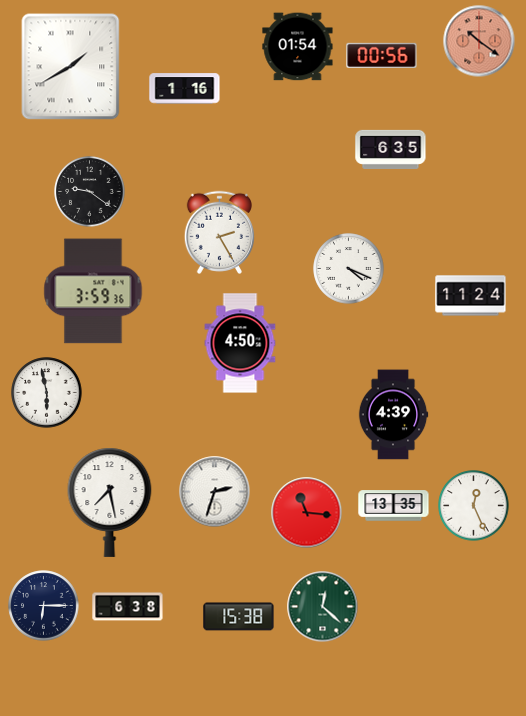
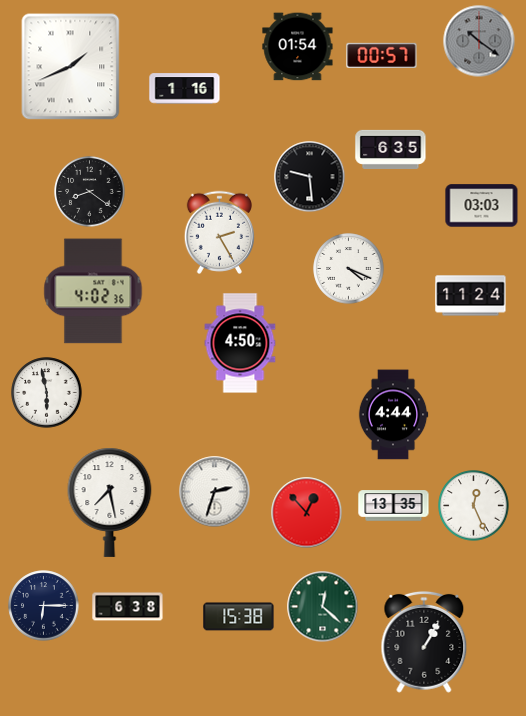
clock at (479, 41) dial: salmon -> grey
clock at (382, 55): 00:56 -> 00:57
clock at (71, 67): 1:40 -> 1:41
clock at (310, 177): none -> 9:29
clock at (90, 192): 9:21 -> 8:21
clock at (482, 206): none -> 03:03
clock at (93, 291): 3:59 -> 4:02
clock at (393, 415): 4:39 -> 4:44
clock at (307, 513): 11:16 -> 12:53
clock at (424, 642): none -> 1:05
